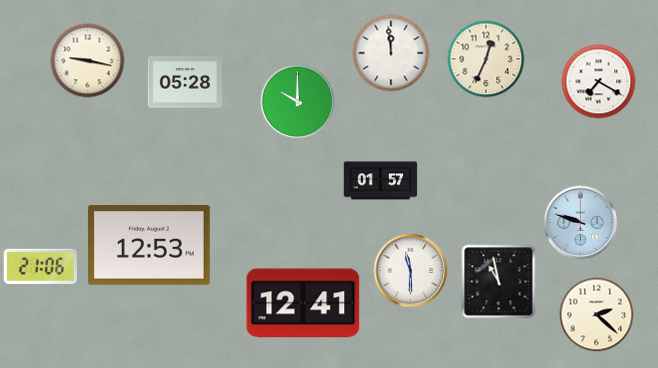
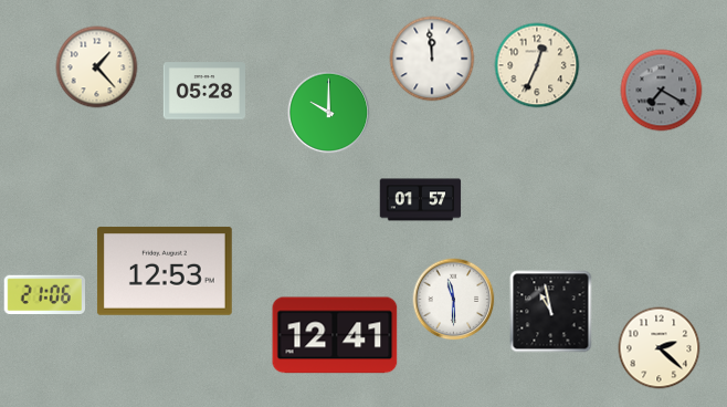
clock at (88, 61): 9:17 -> 1:23
clock at (599, 82) dial: white -> grey
clock at (581, 223): 9:48 -> none
